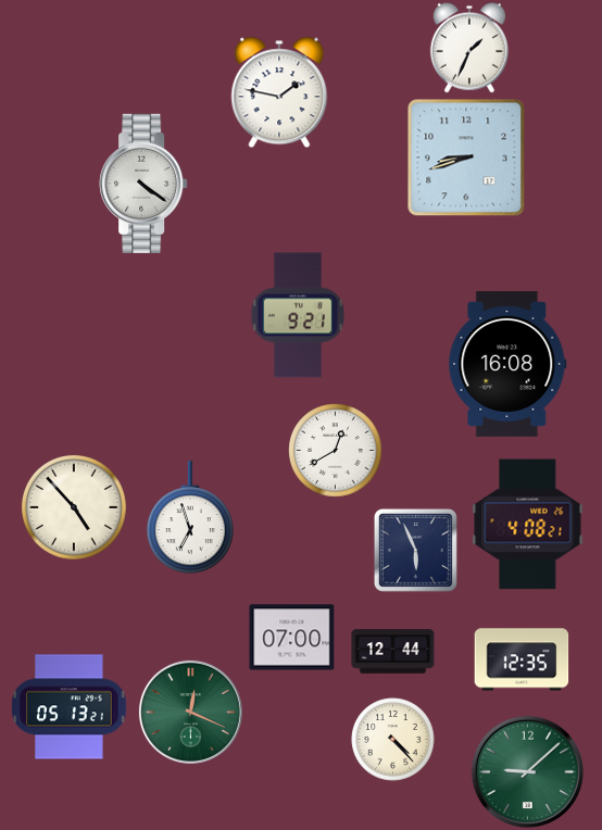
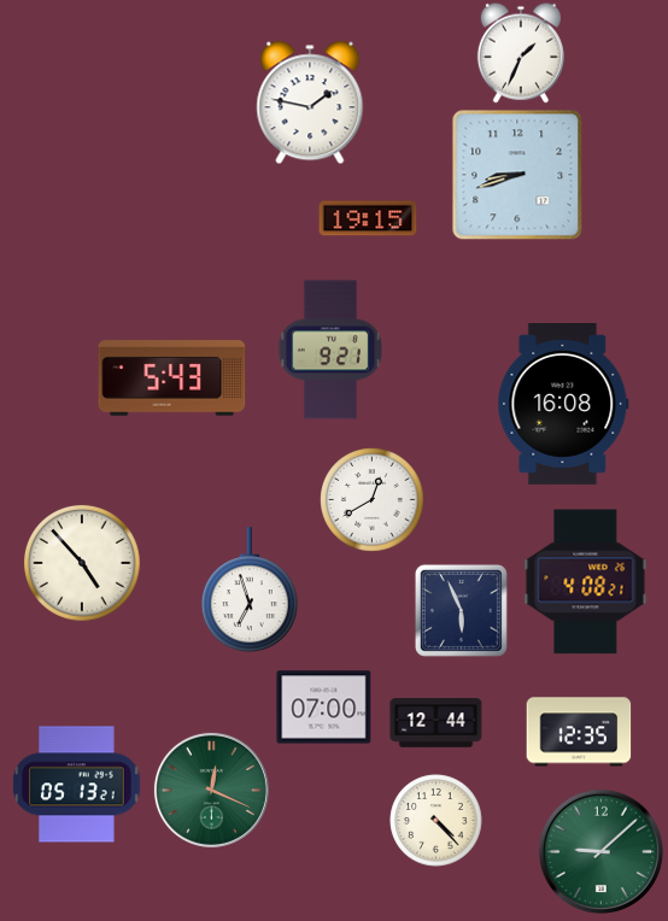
clock at (143, 184): 4:21 -> none
clock at (368, 218): none -> 19:15
clock at (172, 379): none -> 5:43
clock at (190, 518) position: (190, 518) -> (250, 591)
clock at (527, 771) position: (527, 771) -> (600, 851)
